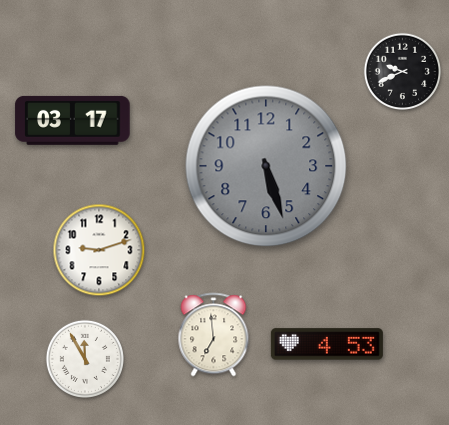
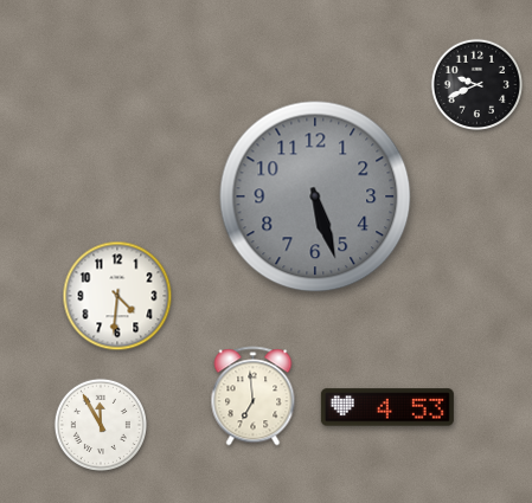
clock at (73, 120): 03:17 -> none
clock at (99, 250): 9:12 -> 4:31
